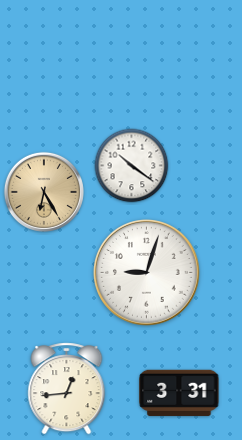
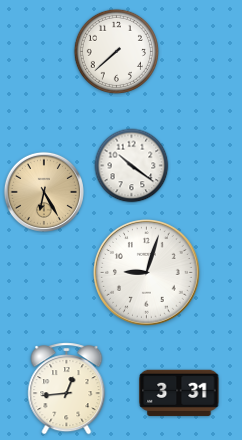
clock at (116, 51): none -> 7:38
